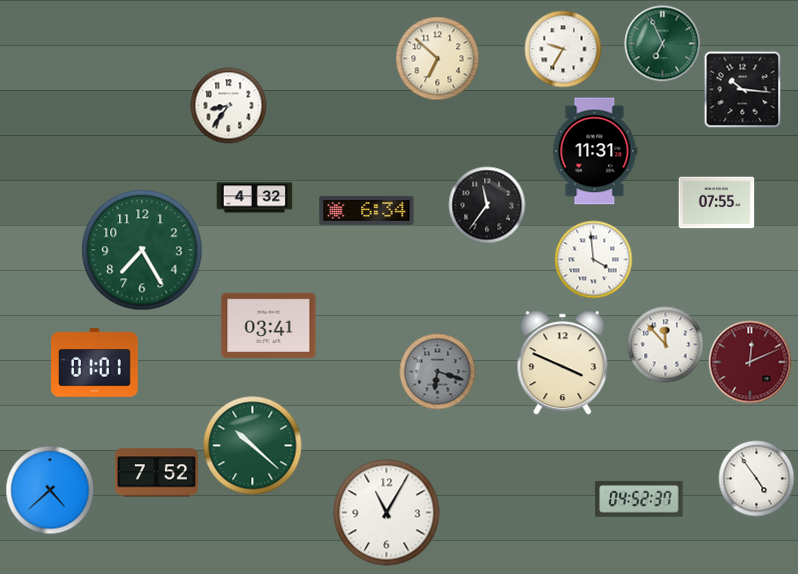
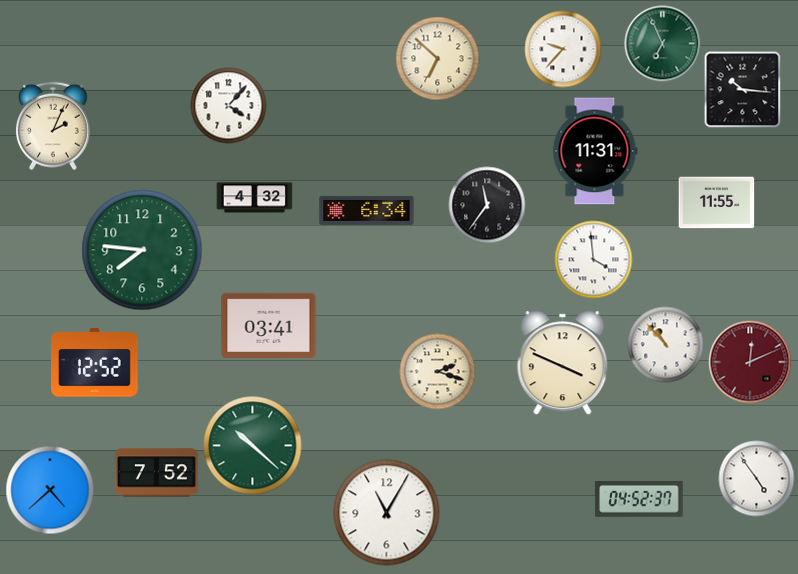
clock at (563, 49): 9:35 -> 9:37
clock at (229, 106): 8:36 -> 4:07
clock at (53, 126): none -> 2:04
clock at (717, 203): 07:55 -> 11:55
clock at (142, 250): 7:25 -> 7:46
clock at (666, 345): 11:53 -> 10:53
clock at (95, 363): 01:01 -> 12:52
clock at (438, 372): 6:18 -> 2:18
clock at (438, 372) dial: grey -> cream
